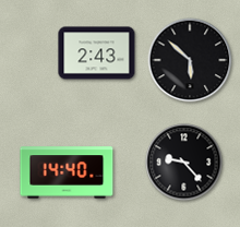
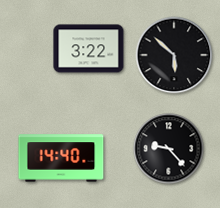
clock at (97, 53): 2:43 -> 3:22
